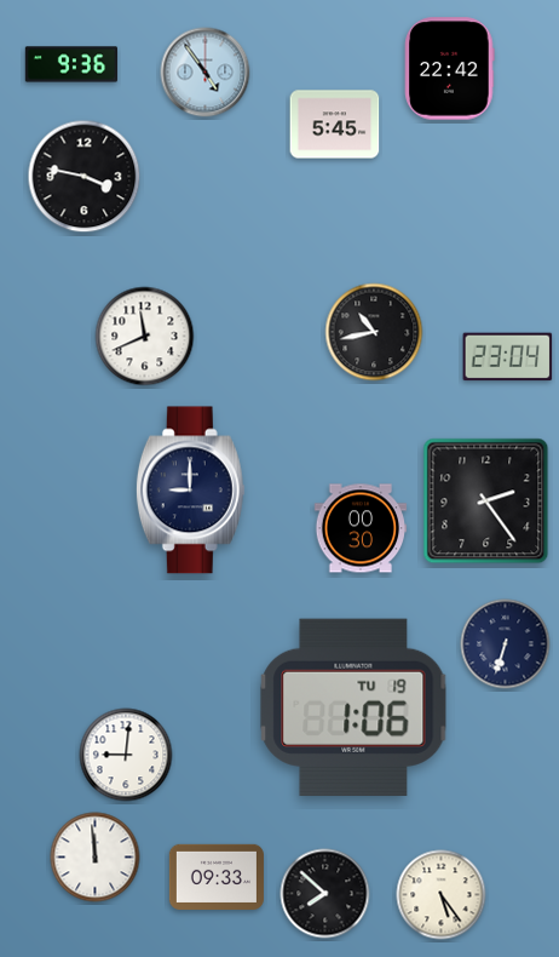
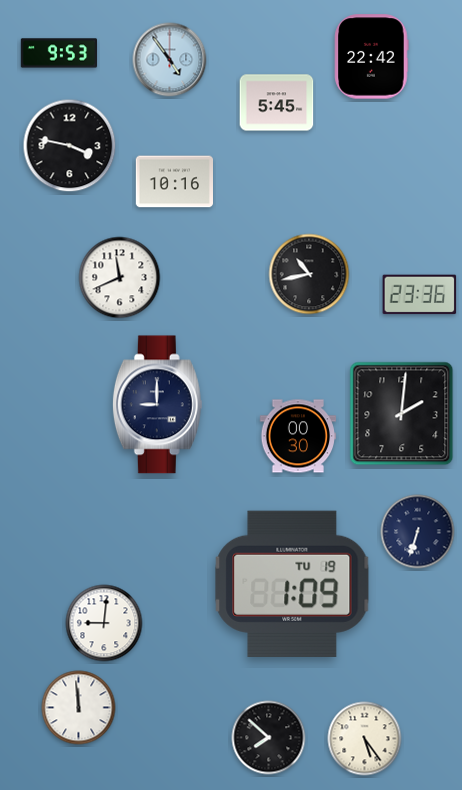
clock at (71, 64): 9:36 -> 9:53
clock at (174, 182): none -> 10:16
clock at (508, 357): 23:04 -> 23:36
clock at (486, 502): 2:24 -> 2:01
clock at (353, 707): 1:06 -> 1:09
clock at (217, 877): 09:33 -> none
